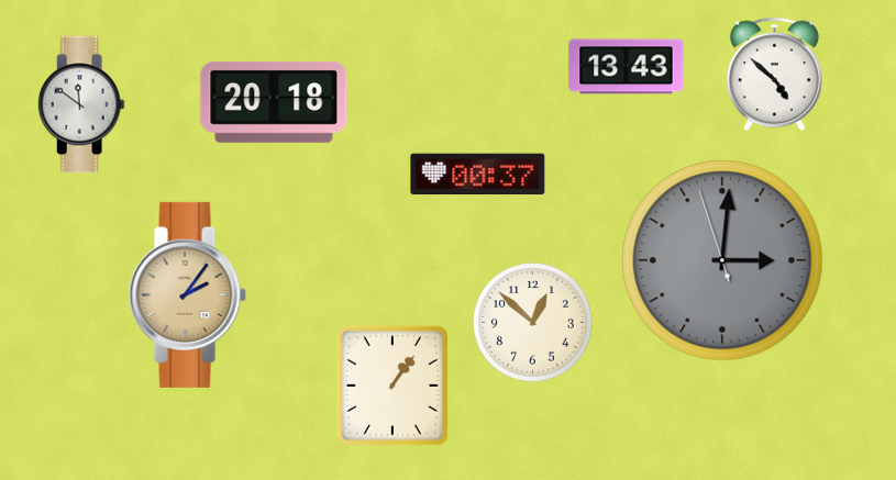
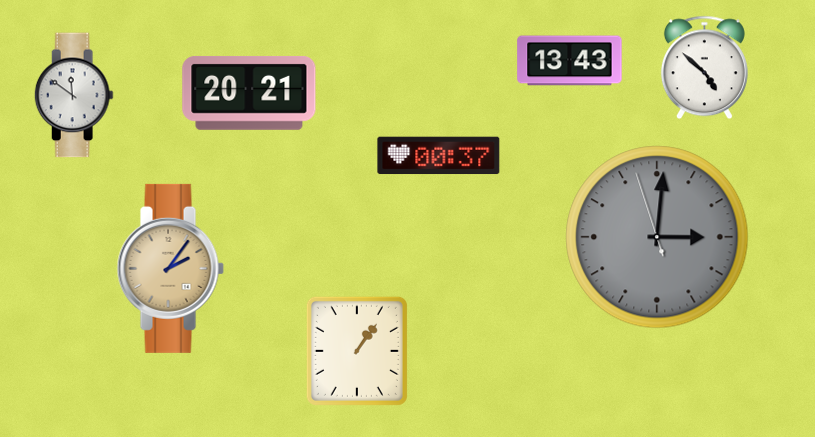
clock at (274, 102): 20:18 -> 20:21
clock at (478, 175) position: (478, 175) -> (439, 156)
clock at (533, 323): 12:52 -> none
